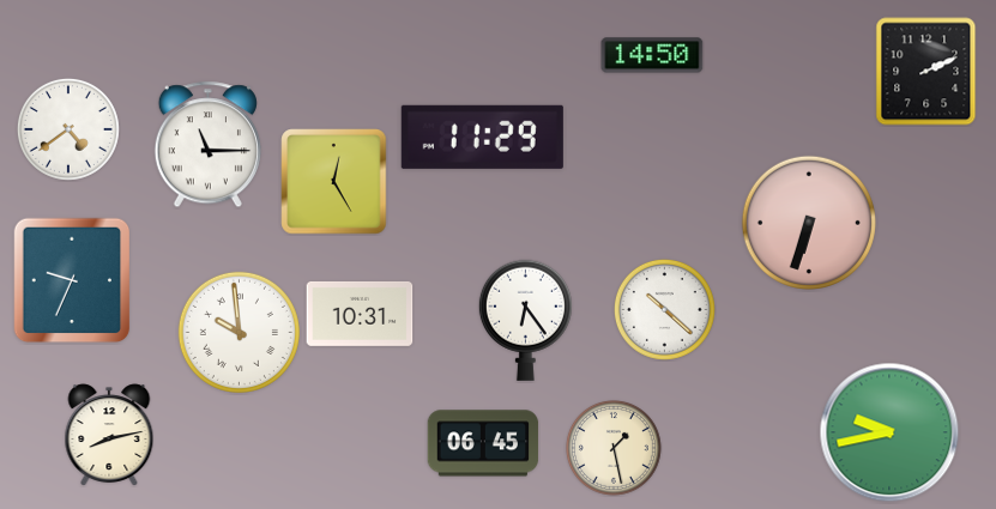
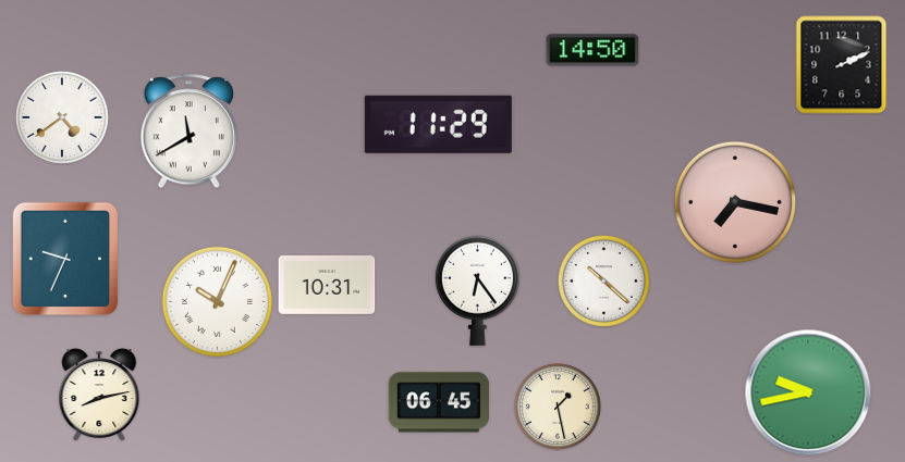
clock at (207, 145): 11:15 -> 11:40
clock at (334, 182): 12:25 -> none
clock at (808, 222): 6:33 -> 7:17
clock at (72, 280) position: (72, 280) -> (65, 259)
clock at (239, 332): 9:59 -> 10:04
